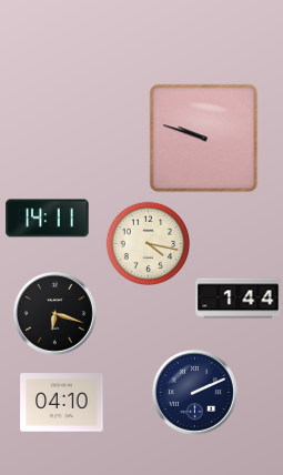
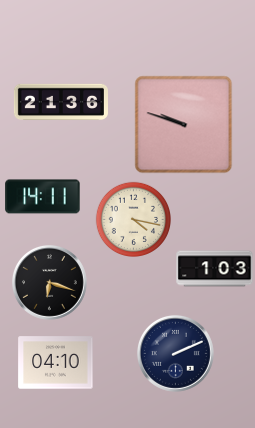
clock at (60, 102): none -> 21:36
clock at (239, 299): 1:44 -> 1:03
